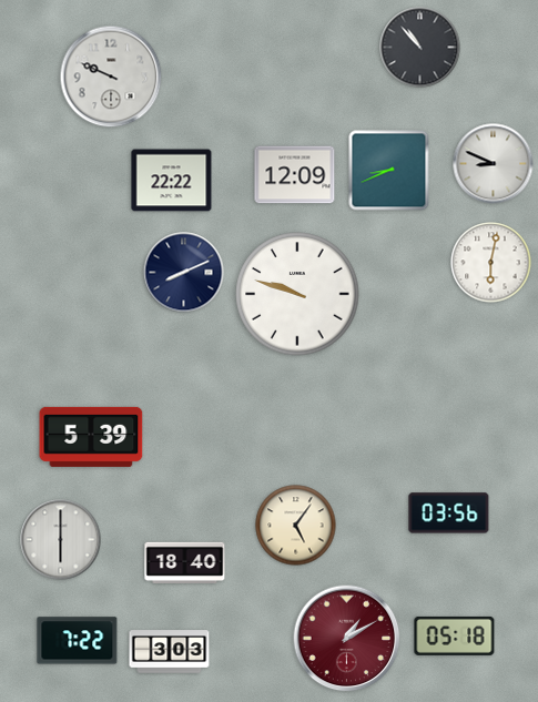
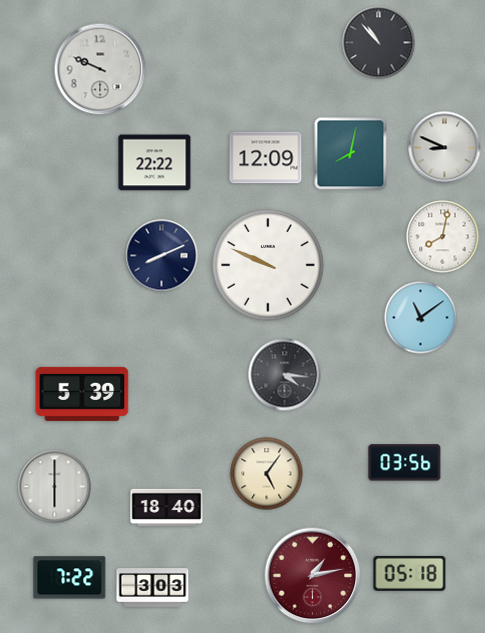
clock at (389, 171): 8:41 -> 8:02
clock at (491, 263): 6:02 -> 8:02
clock at (184, 273) position: (184, 273) -> (162, 256)
clock at (297, 294): 9:48 -> 9:49
clock at (421, 318): none -> 11:09
clock at (285, 375): none -> 4:16
clock at (347, 639): 1:10 -> 1:13
